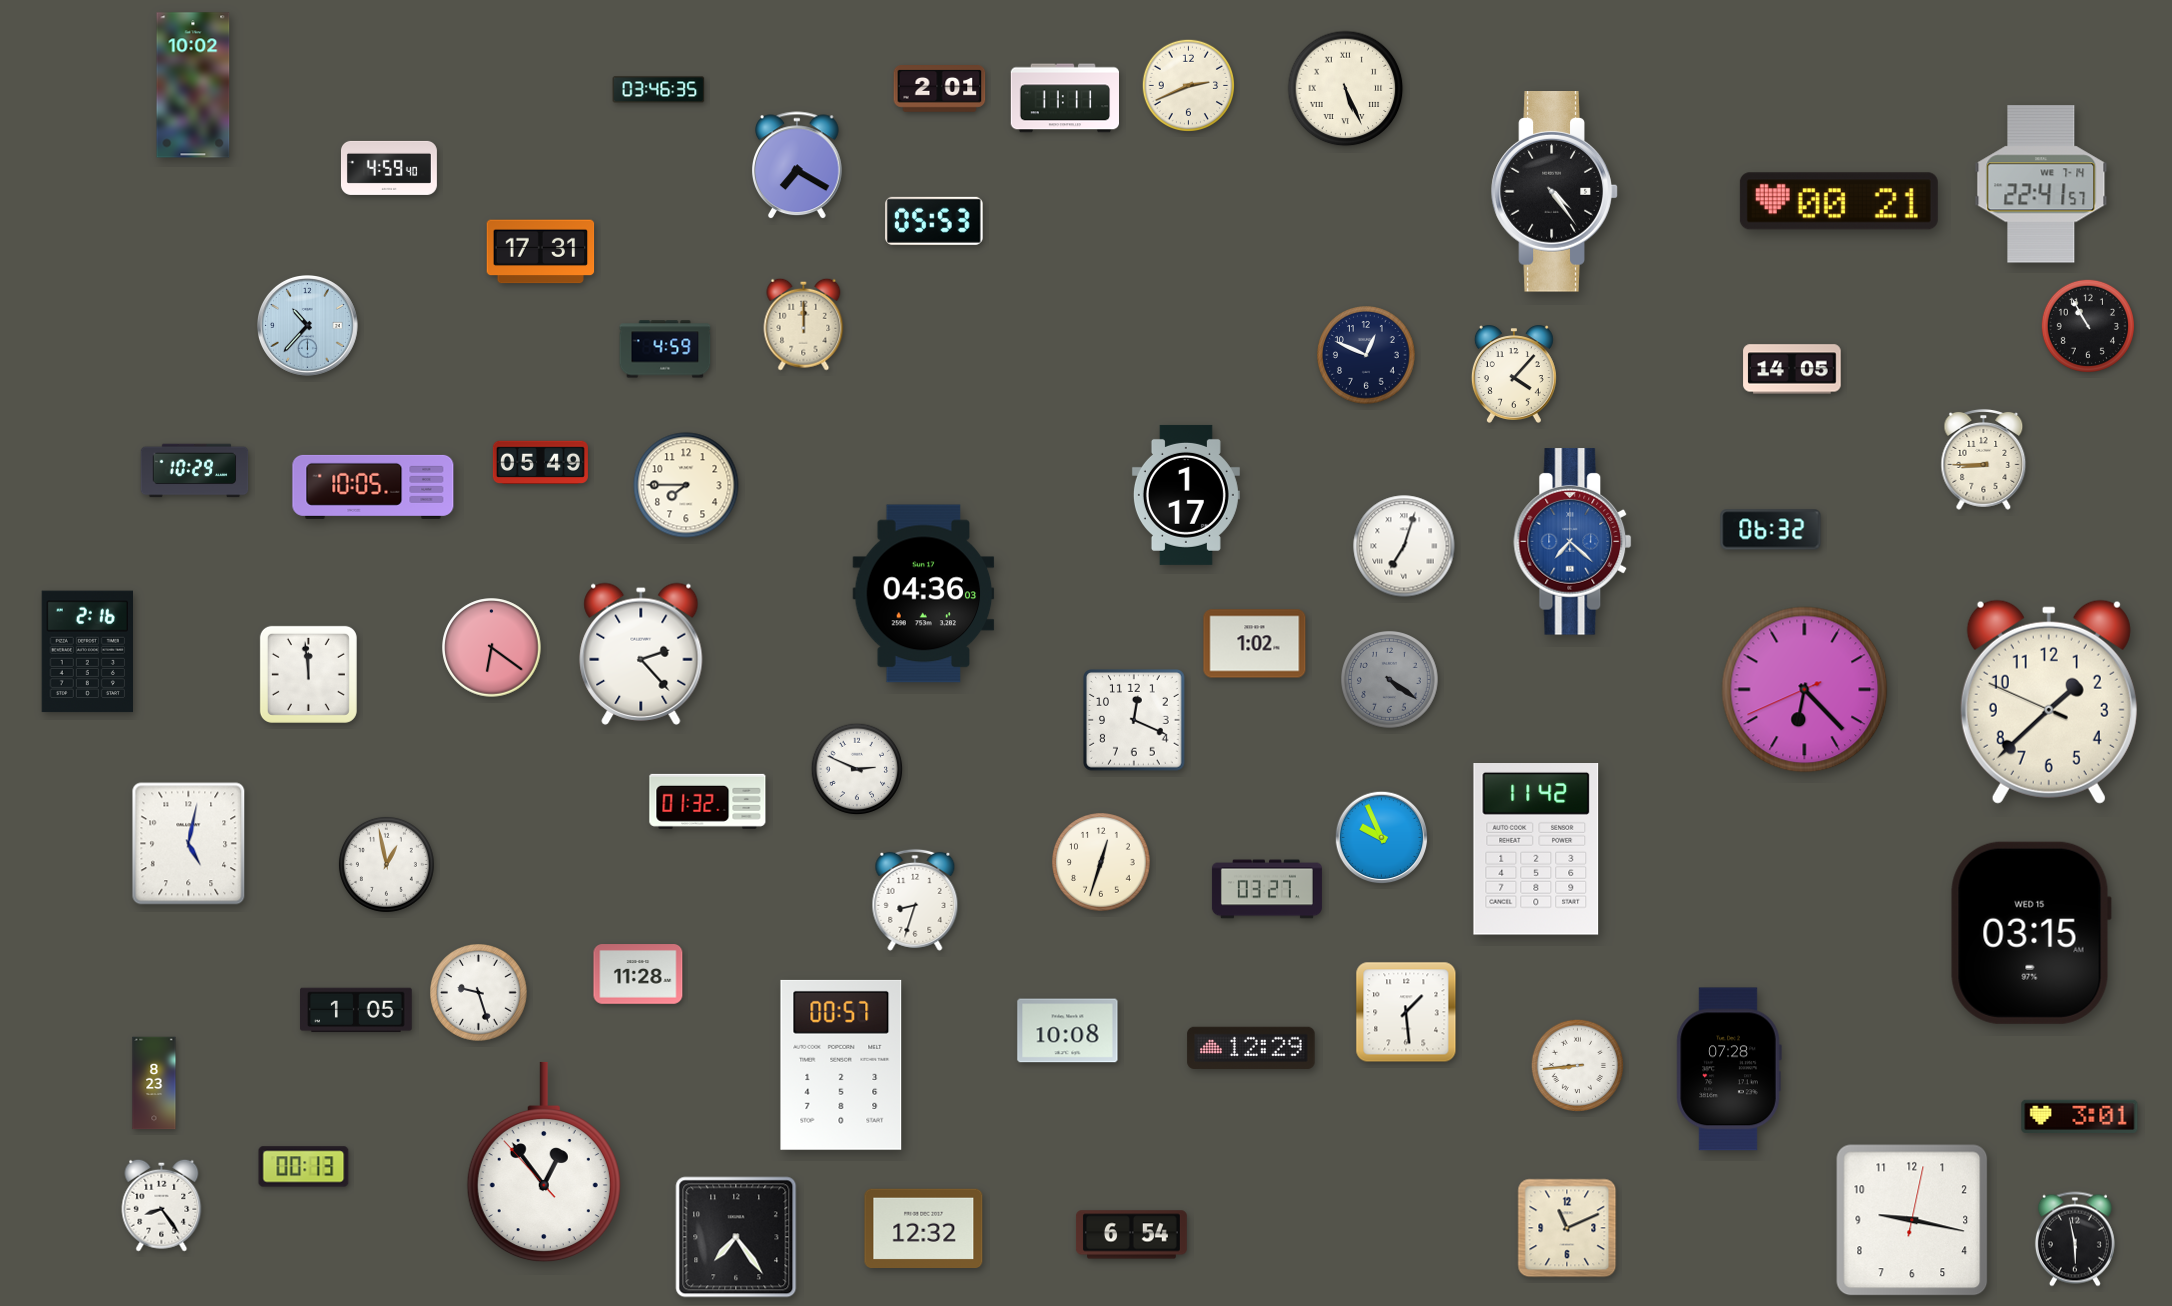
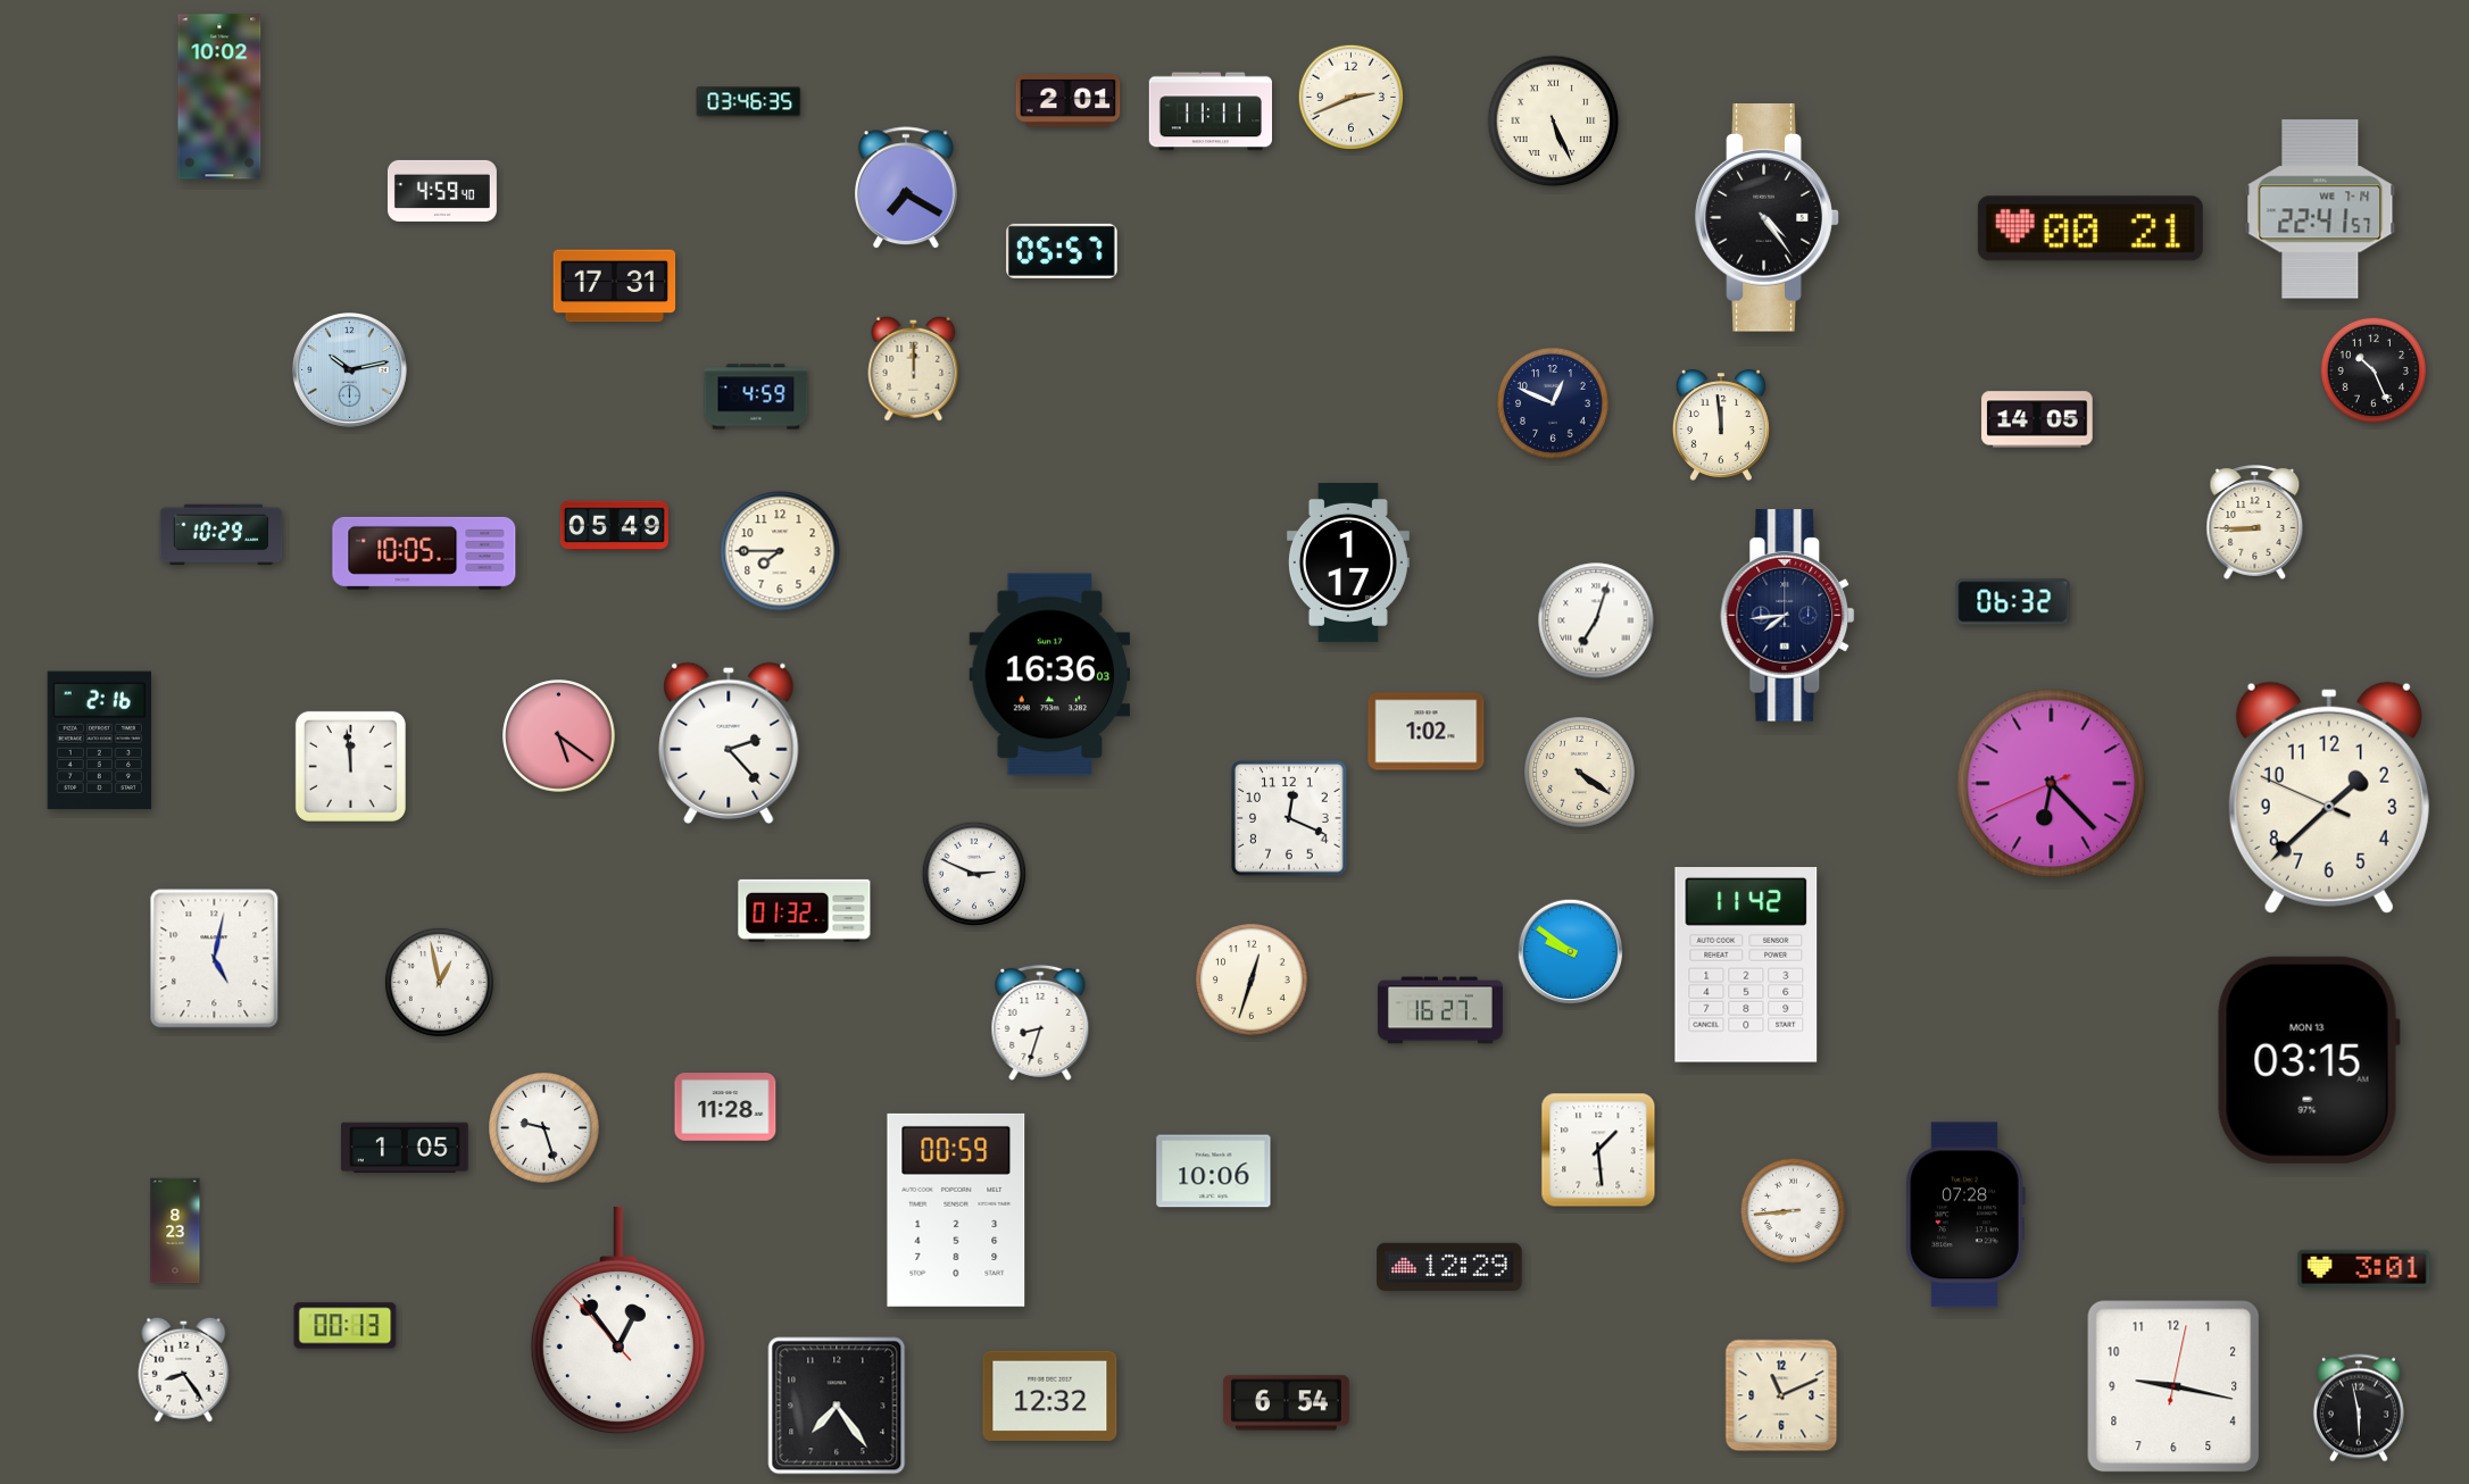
clock at (1346, 89) position: (1346, 89) -> (1554, 122)
clock at (935, 221): 05:53 -> 05:57
clock at (308, 326): 10:37 -> 10:13
clock at (2088, 326): 10:55 -> 10:26
clock at (1514, 374): 4:07 -> 11:59
clock at (1573, 542): 7:22 -> 7:44
clock at (1573, 542) dial: blue -> navy
clock at (924, 594): 04:36 -> 16:36
clock at (492, 648): 6:21 -> 5:21
clock at (1390, 680) dial: grey -> cream
clock at (1382, 838): 9:56 -> 9:51
clock at (1267, 889): 03:27 -> 16:27
clock at (2031, 933) date: WED 15 -> MON 13
clock at (1068, 1031): 10:08 -> 10:06
clock at (1251, 1047) position: (1251, 1047) -> (1449, 1266)
clock at (841, 1065): 00:57 -> 00:59
